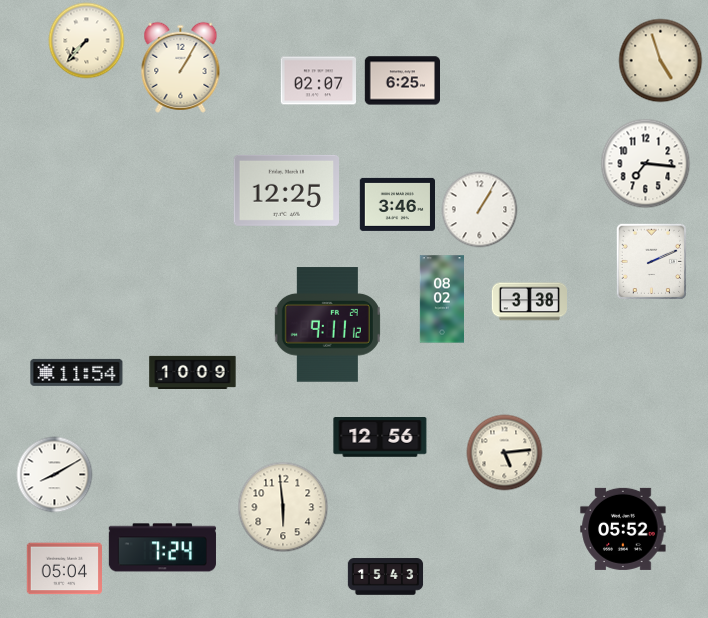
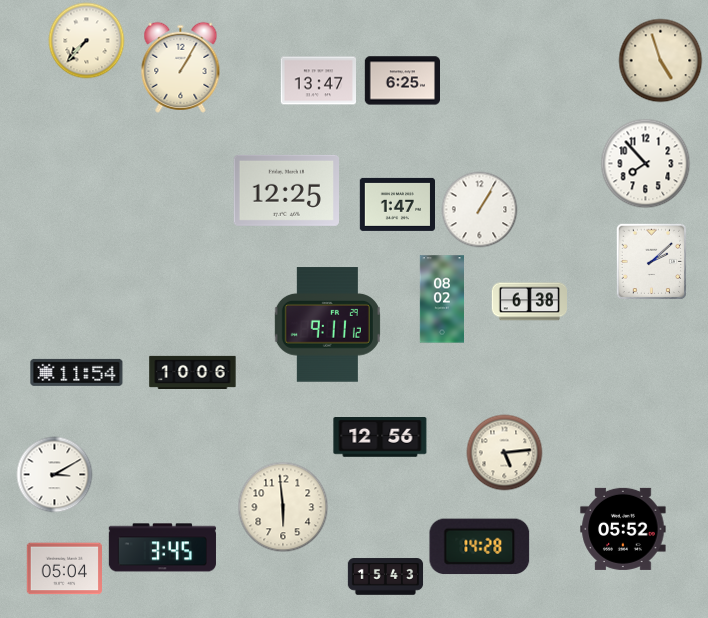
clock at (319, 81): 02:07 -> 13:47
clock at (646, 164): 7:16 -> 7:53
clock at (397, 204): 3:46 -> 1:47
clock at (652, 262): 2:11 -> 2:08
clock at (529, 302): 3:38 -> 6:38
clock at (193, 372): 10:09 -> 10:06
clock at (55, 475): 8:10 -> 3:10
clock at (480, 547): none -> 14:28
clock at (162, 548): 7:24 -> 3:45
